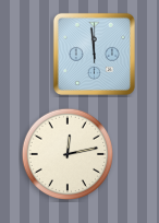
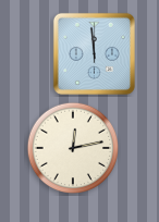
clock at (66, 153) position: (66, 153) -> (72, 147)
